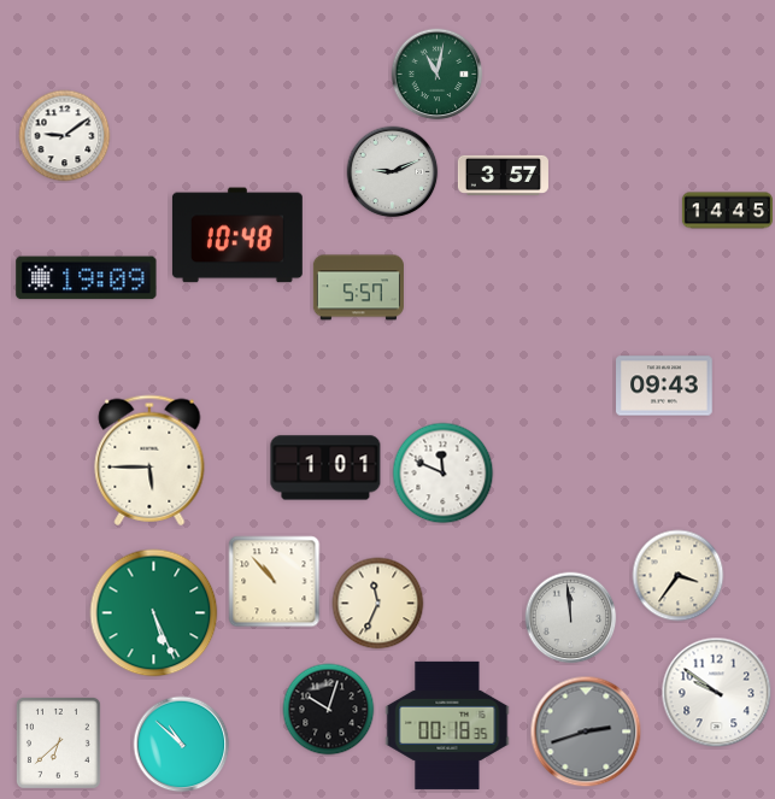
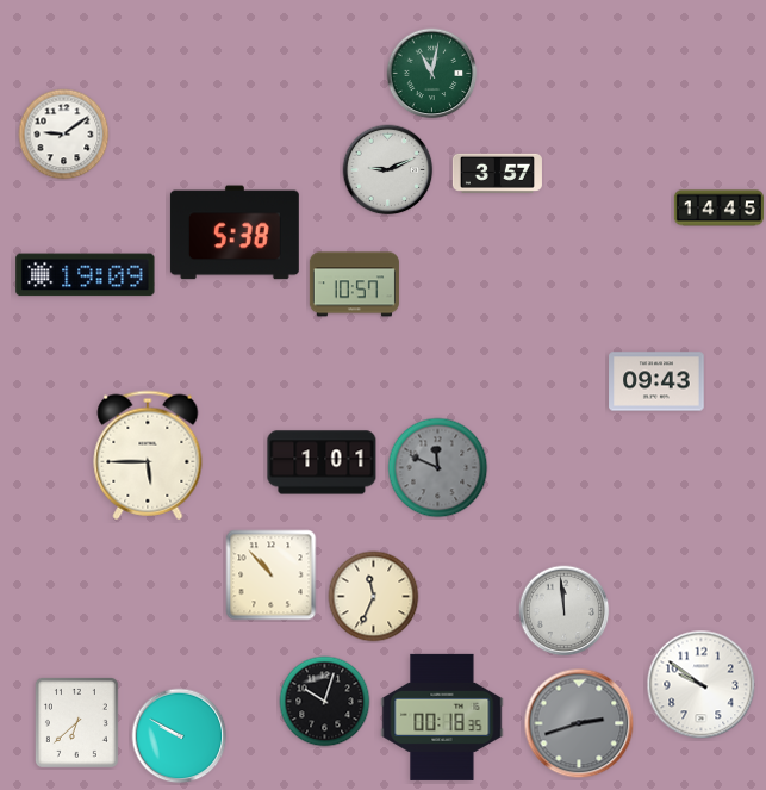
clock at (237, 235): 10:48 -> 5:38
clock at (358, 288): 5:57 -> 10:57
clock at (444, 474) dial: white -> grey
clock at (679, 576): 3:36 -> none
clock at (154, 613): 5:26 -> none
clock at (717, 693) position: (717, 693) -> (702, 685)
clock at (58, 744) position: (58, 744) -> (76, 723)
clock at (182, 745): 10:52 -> 9:50
